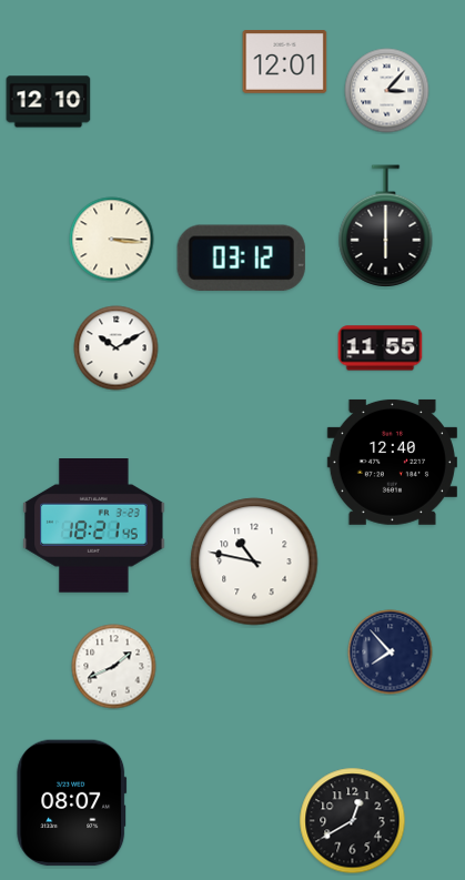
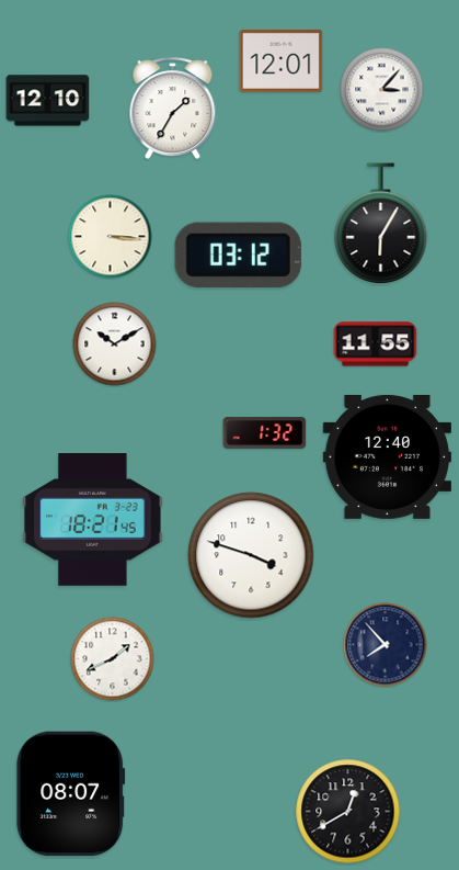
clock at (173, 109): none -> 1:35
clock at (386, 225): 6:00 -> 6:05
clock at (265, 432): none -> 1:32
clock at (254, 562): 10:47 -> 3:48
